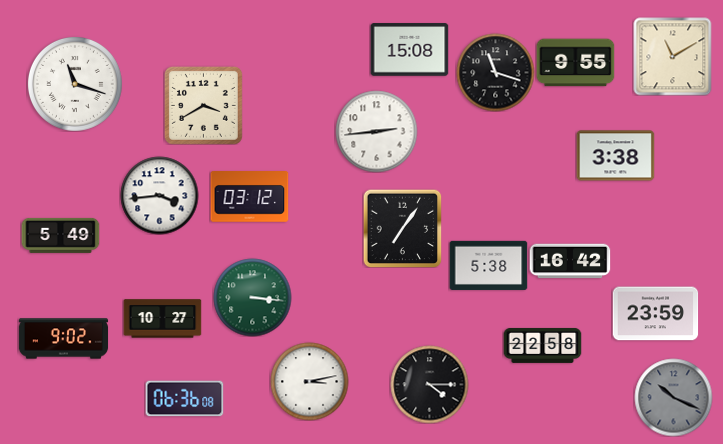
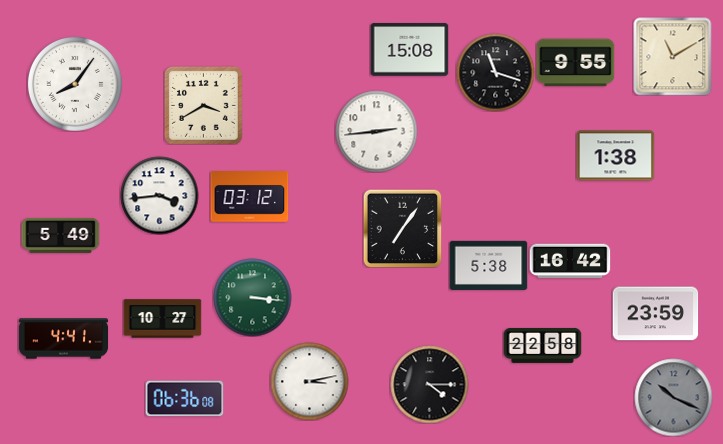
clock at (75, 84): 11:18 -> 8:06
clock at (615, 156): 3:38 -> 1:38
clock at (63, 339): 9:02 -> 4:41
